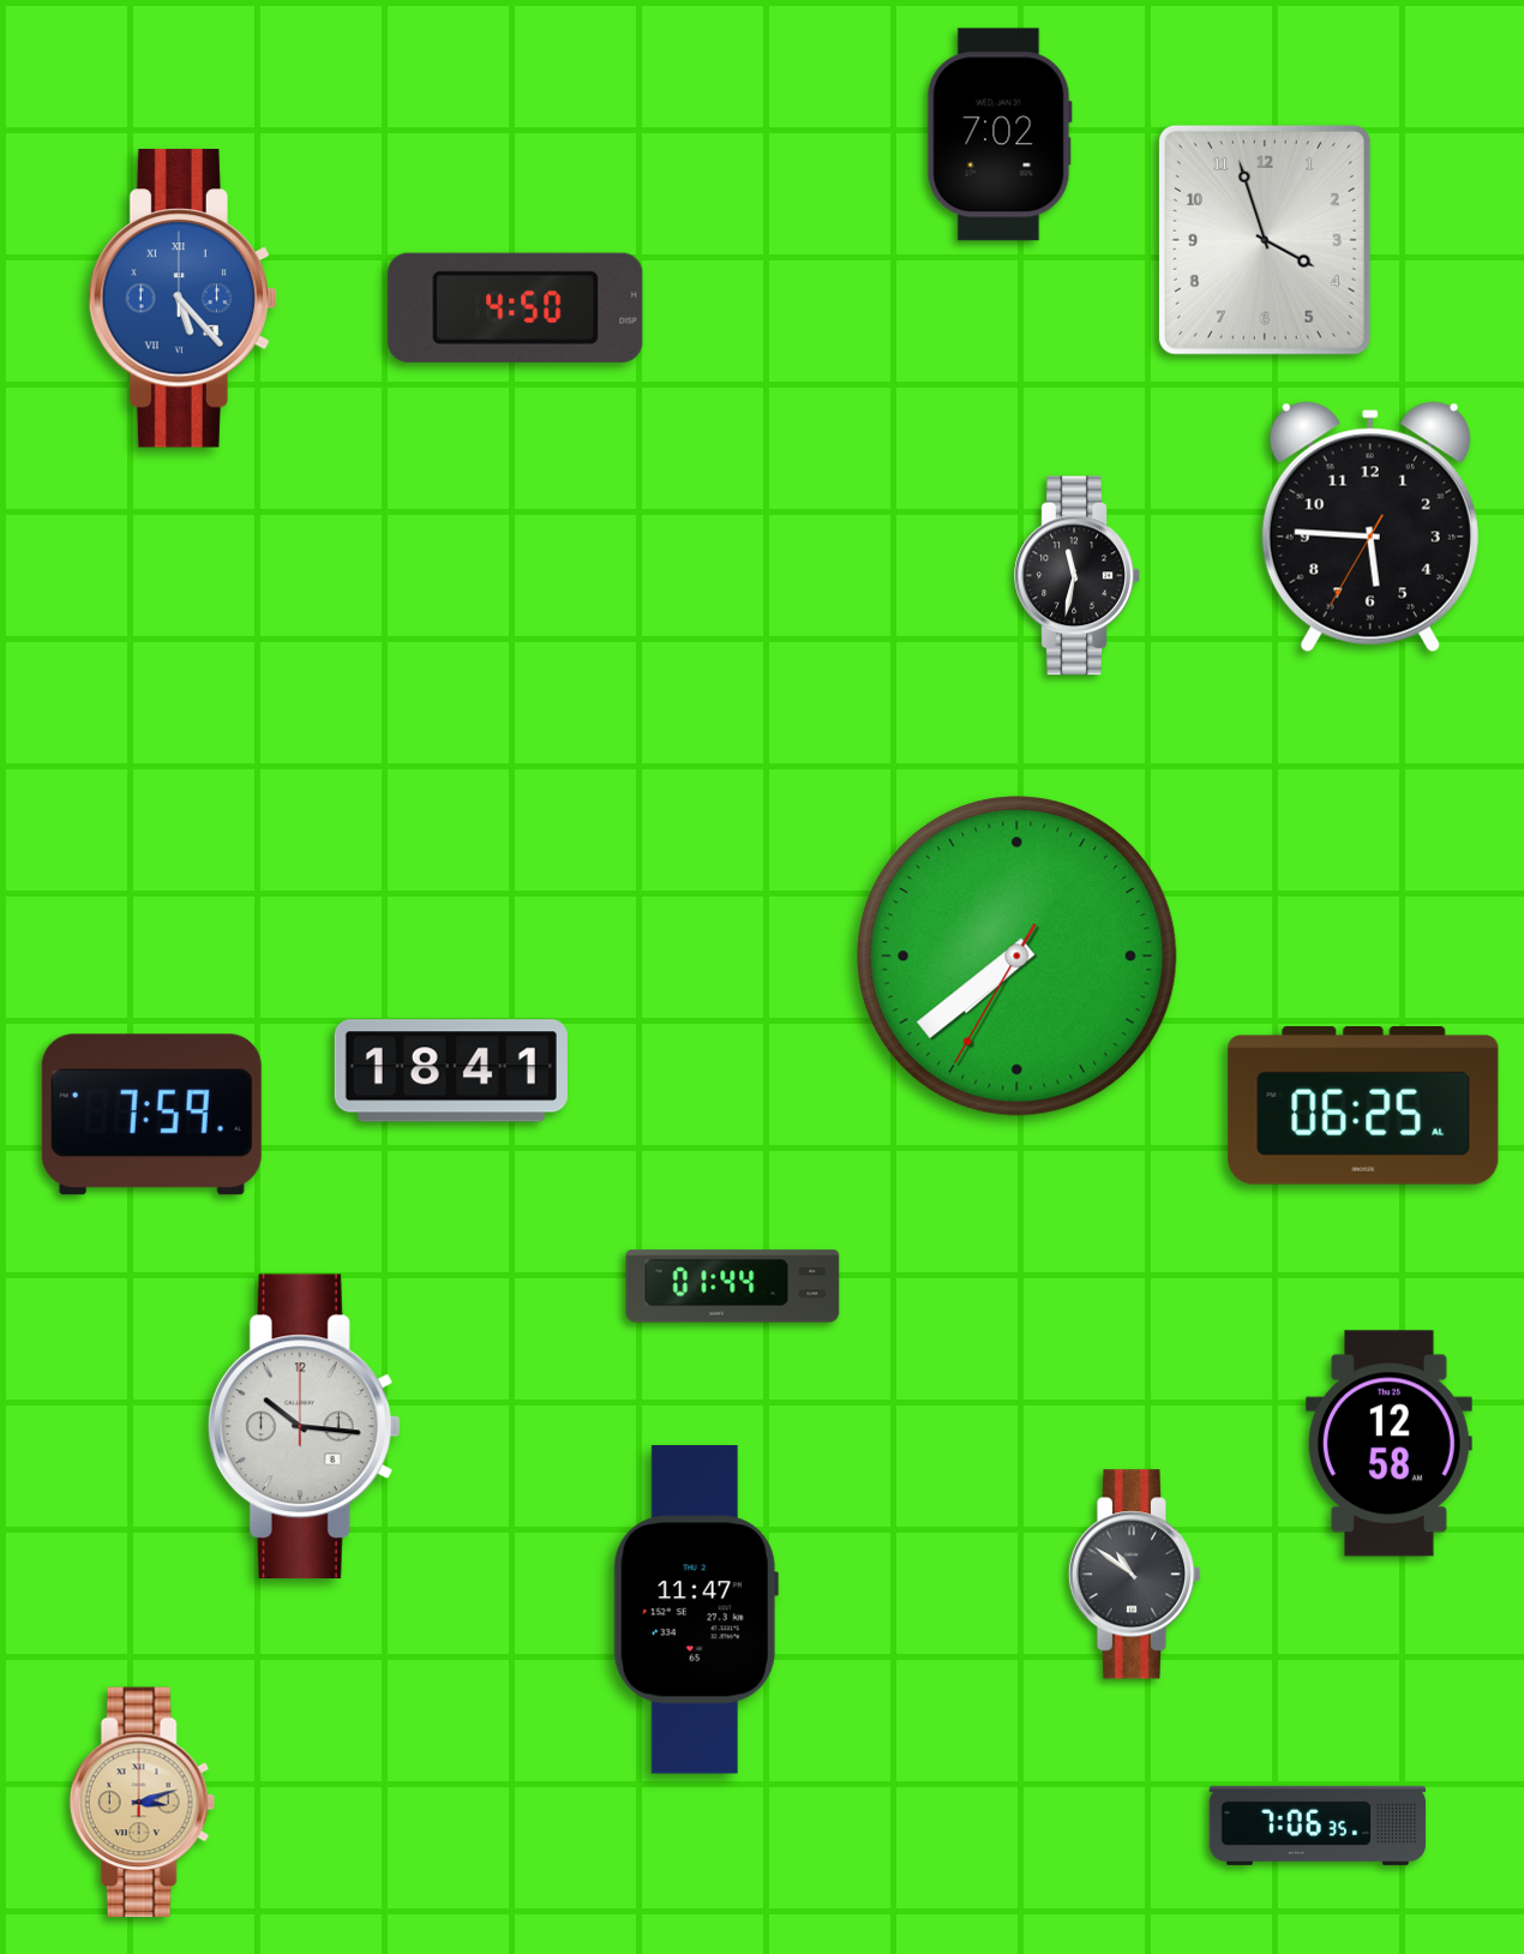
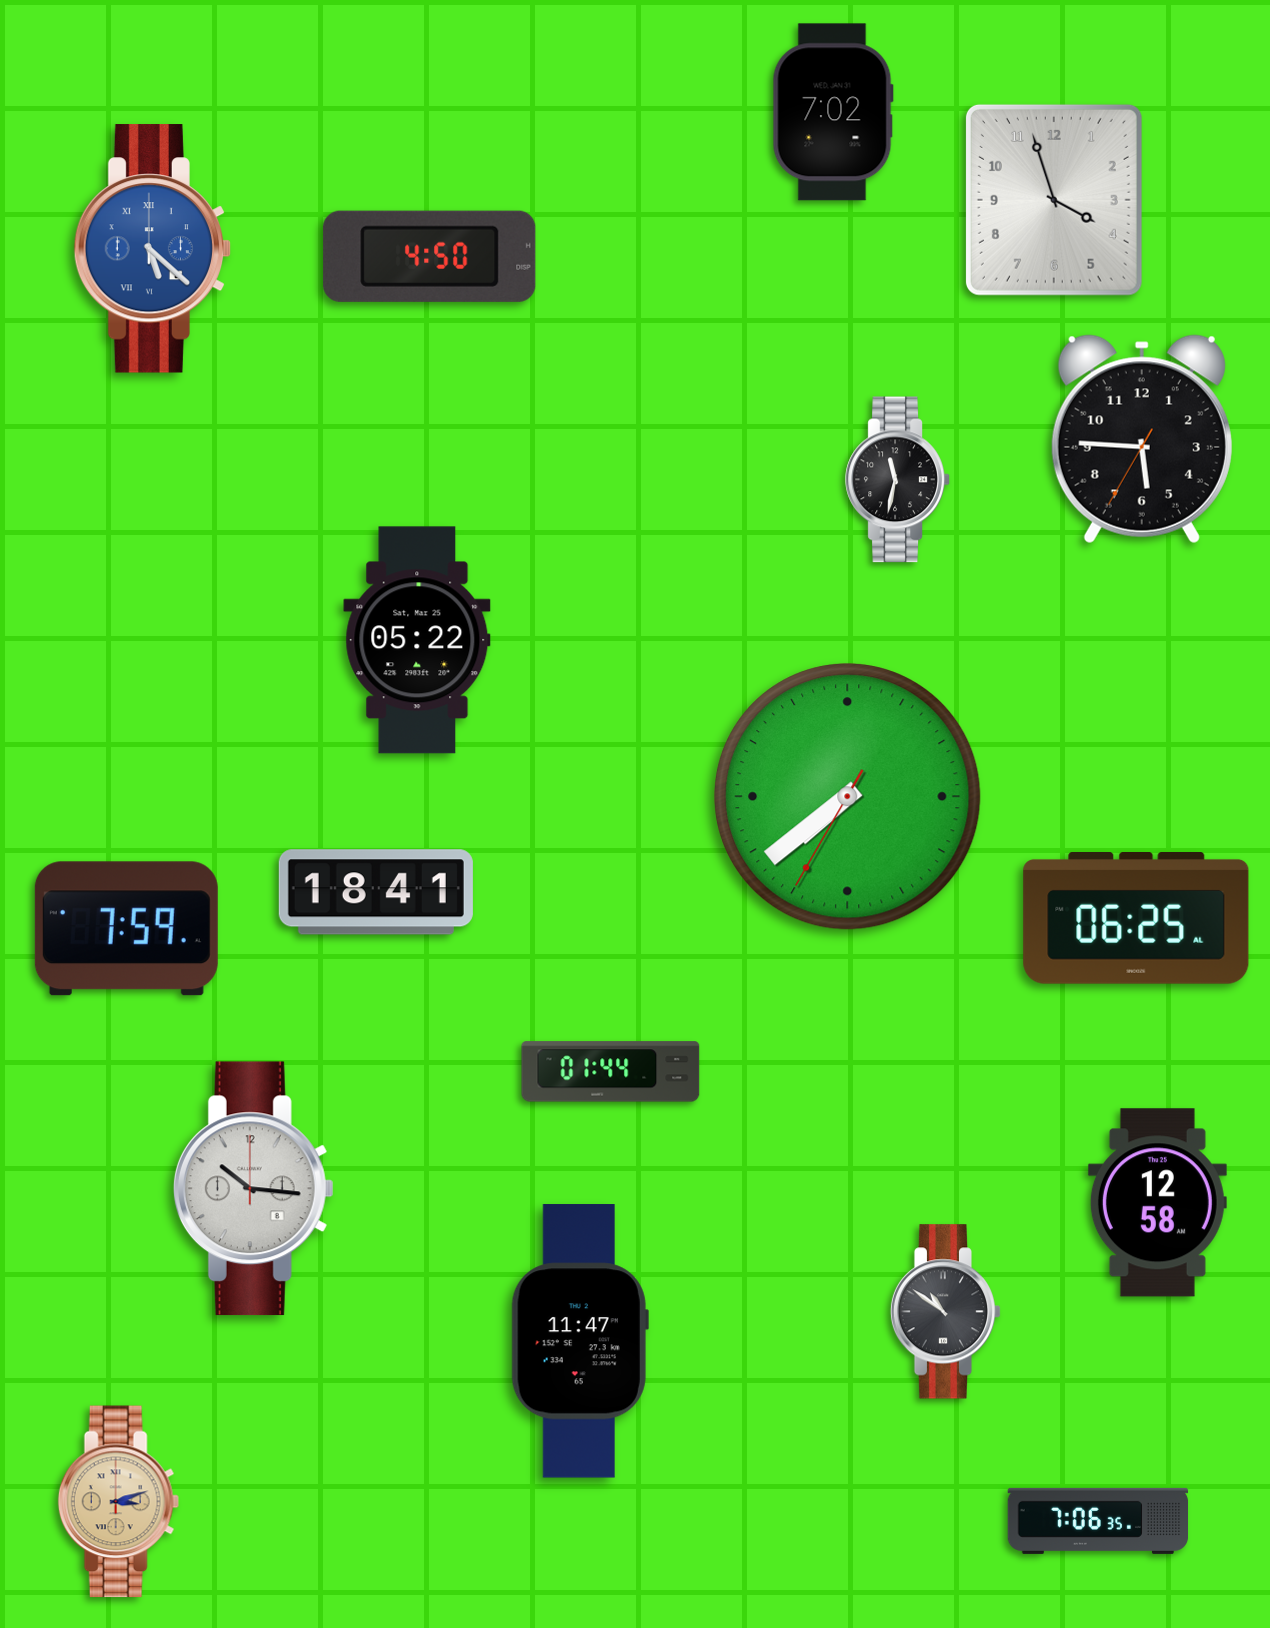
clock at (184, 299): 5:23 -> 5:22
clock at (417, 640): none -> 05:22
clock at (1363, 1107) position: (1363, 1107) -> (1136, 919)
